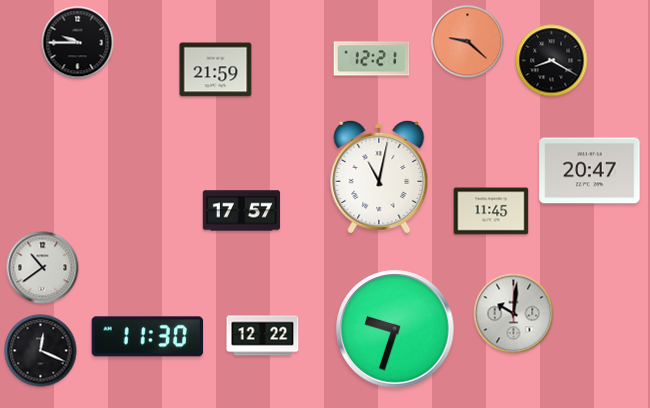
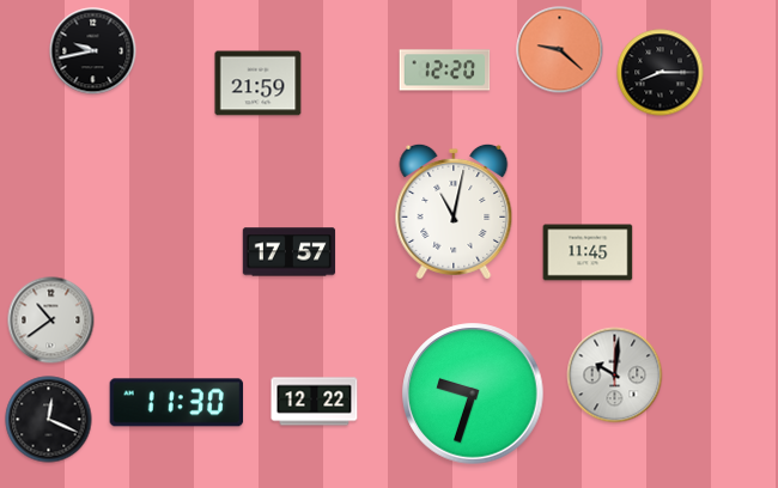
clock at (78, 43): 9:45 -> 9:43
clock at (372, 59): 12:21 -> 12:20
clock at (552, 61): 8:20 -> 8:15
clock at (590, 171): 20:47 -> none
